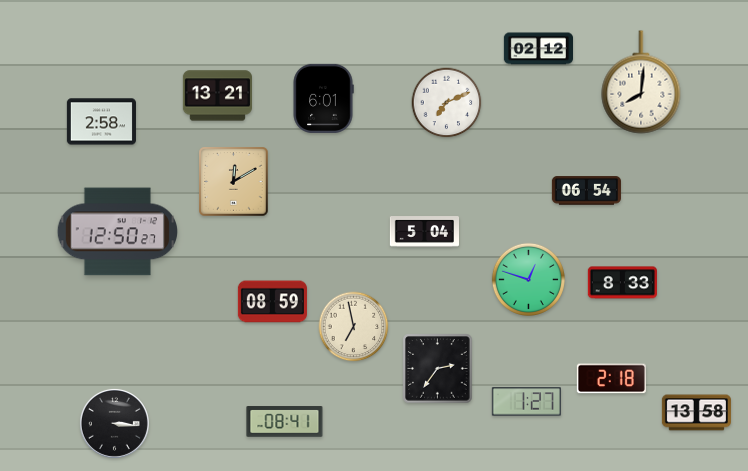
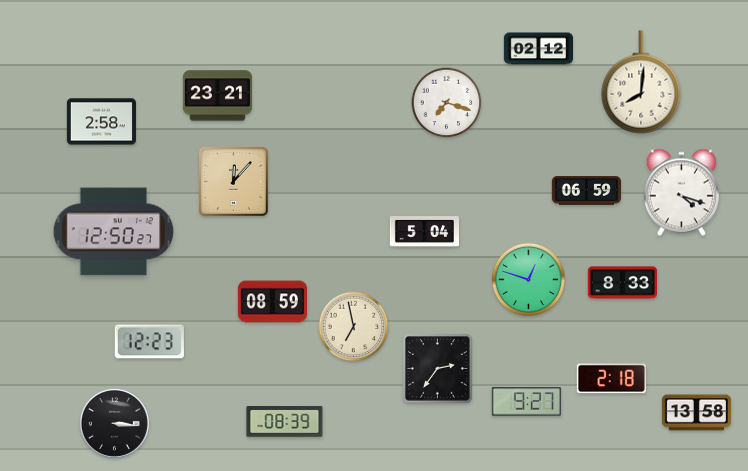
clock at (217, 96): 13:21 -> 23:21
clock at (323, 98): 6:01 -> none
clock at (447, 103): 7:11 -> 7:18
clock at (234, 182): 12:10 -> 12:07
clock at (586, 191): 06:54 -> 06:59
clock at (681, 193): none -> 4:18
clock at (117, 232) position: (117, 232) -> (113, 232)
clock at (149, 342): none -> 12:23
clock at (526, 402): 1:27 -> 9:27
clock at (285, 422): 08:41 -> 08:39
